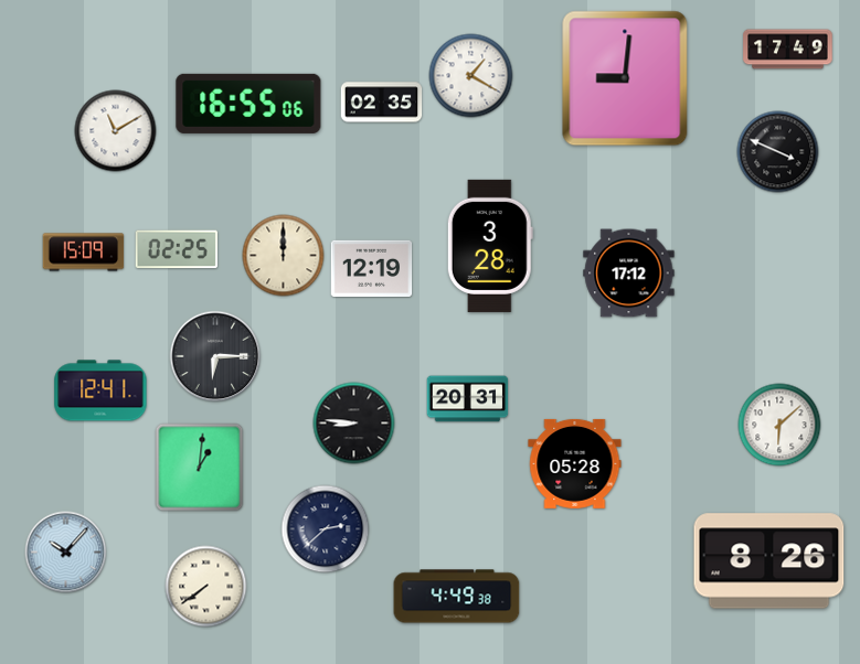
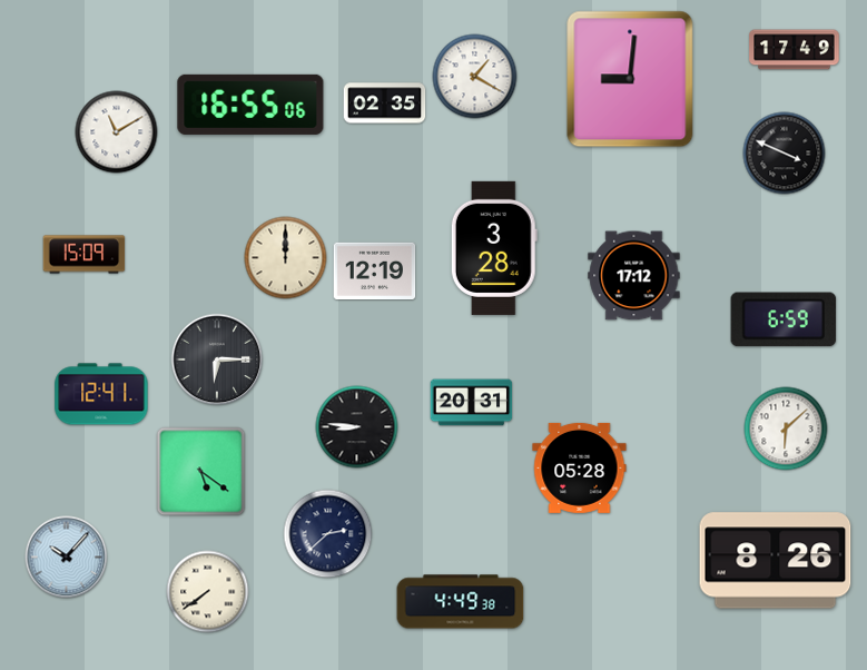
clock at (176, 249): 02:25 -> none
clock at (784, 319): none -> 6:59
clock at (200, 468): 1:01 -> 5:21
clock at (769, 561) position: (769, 561) -> (776, 561)
